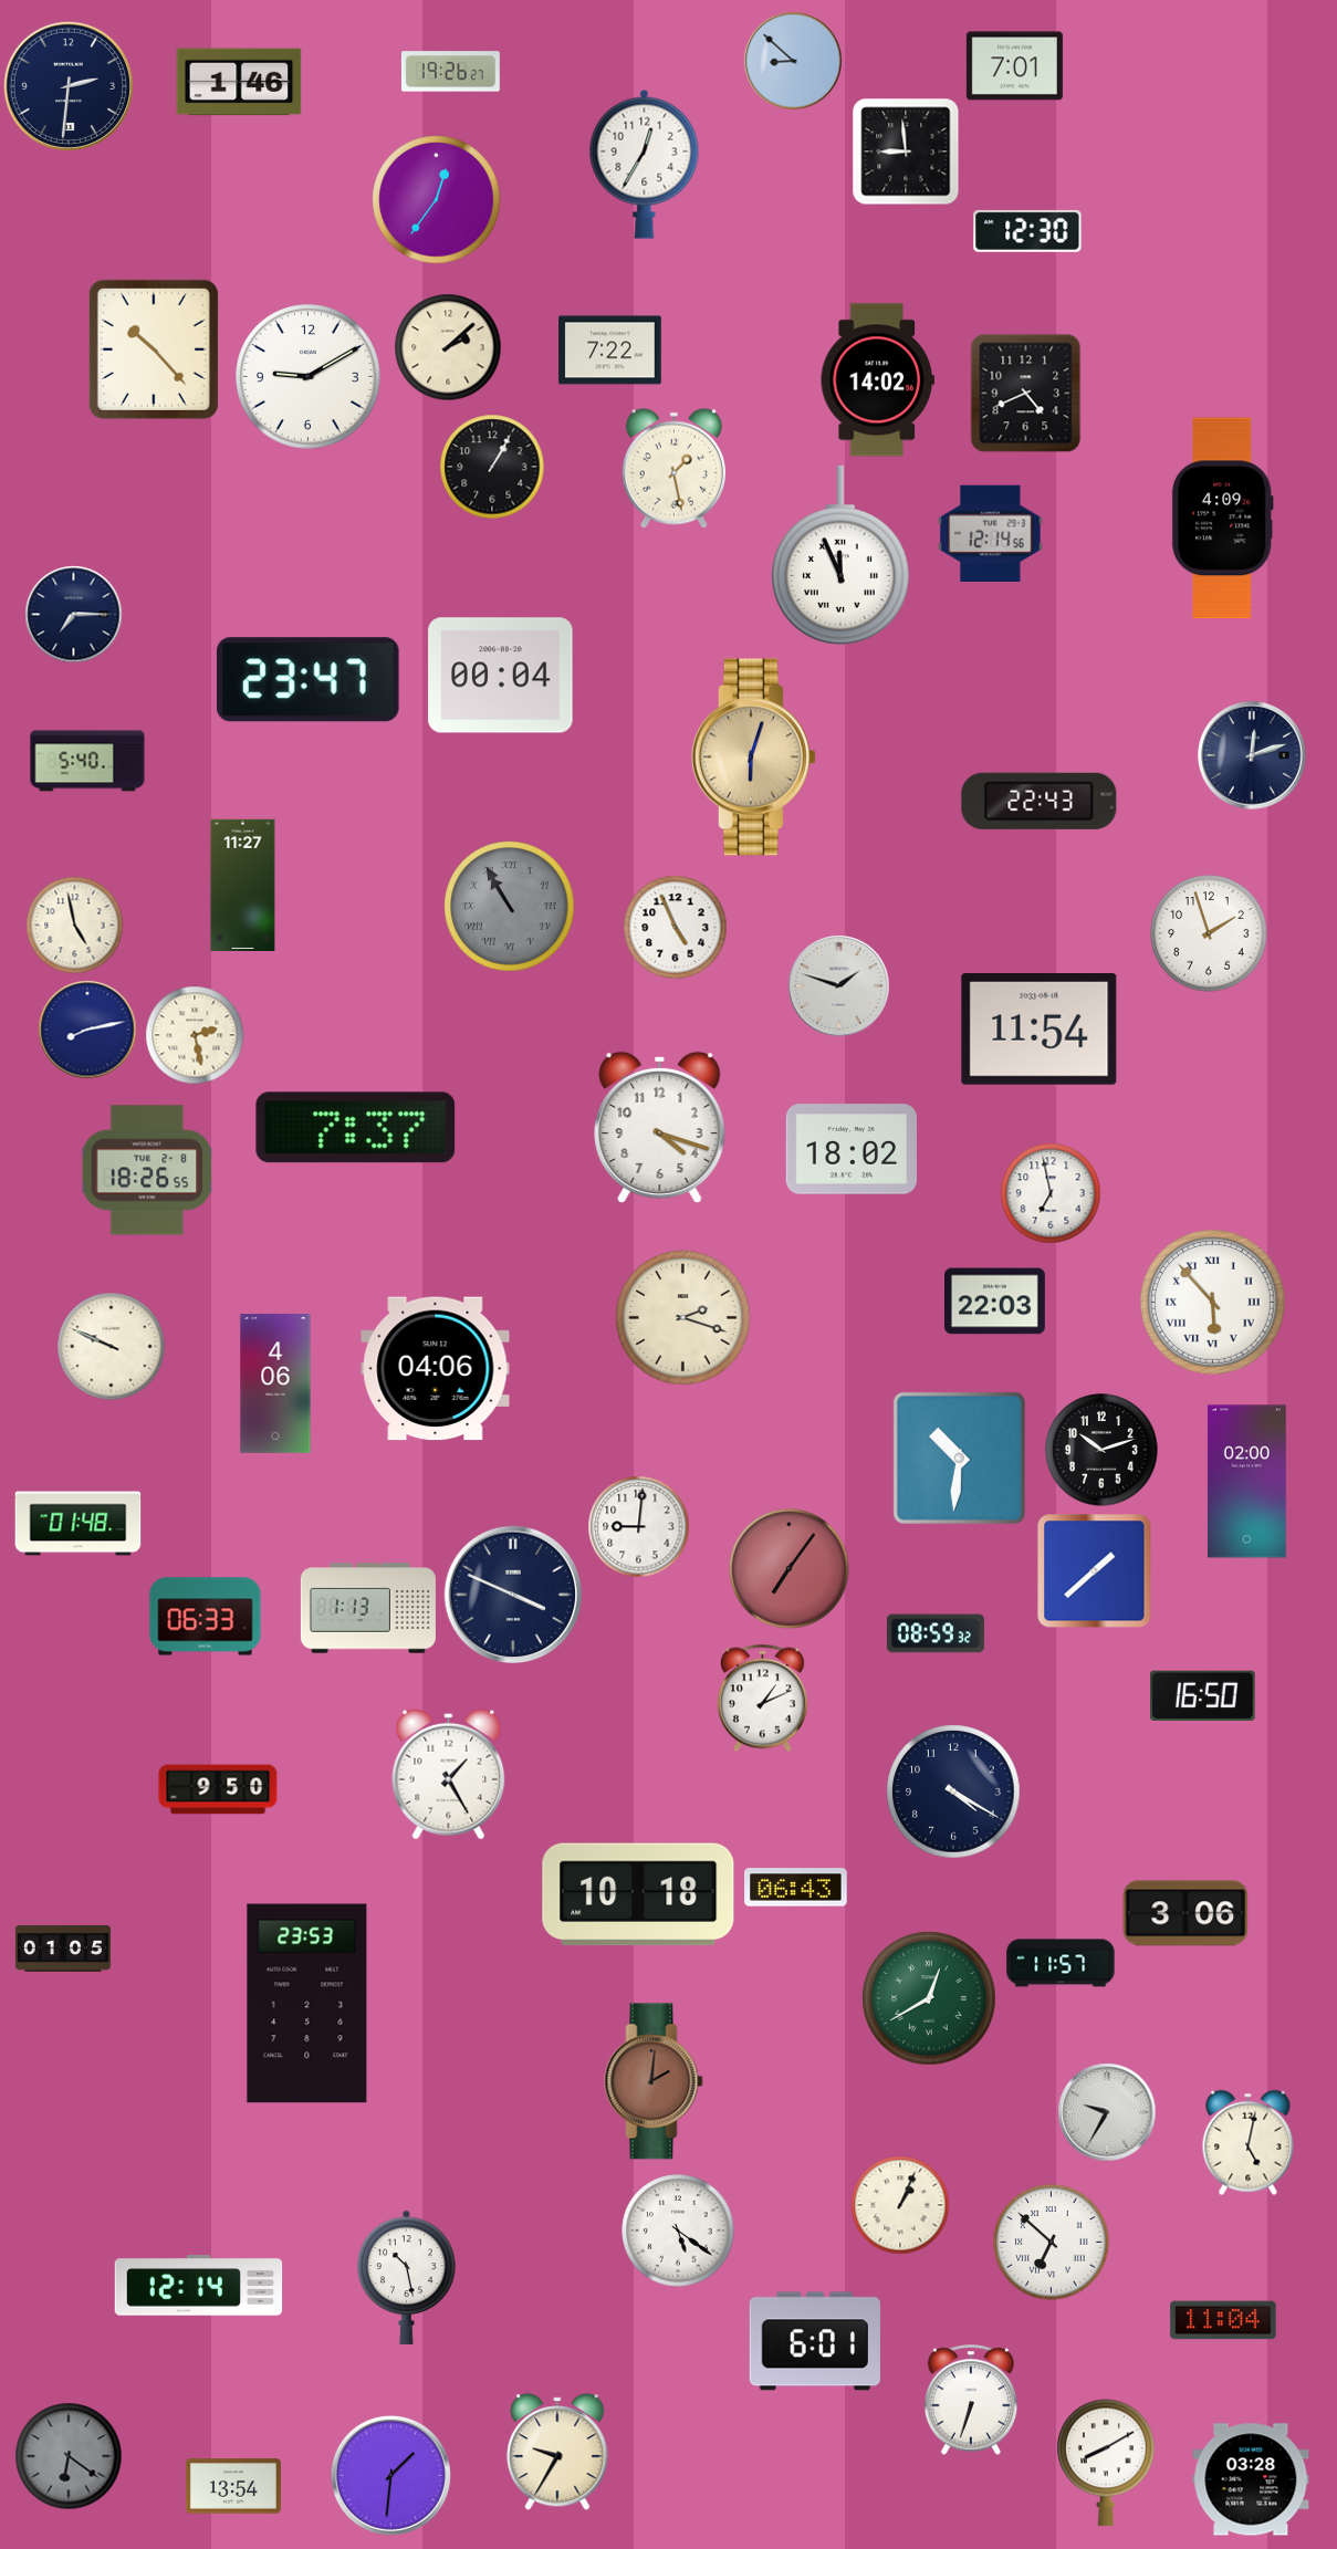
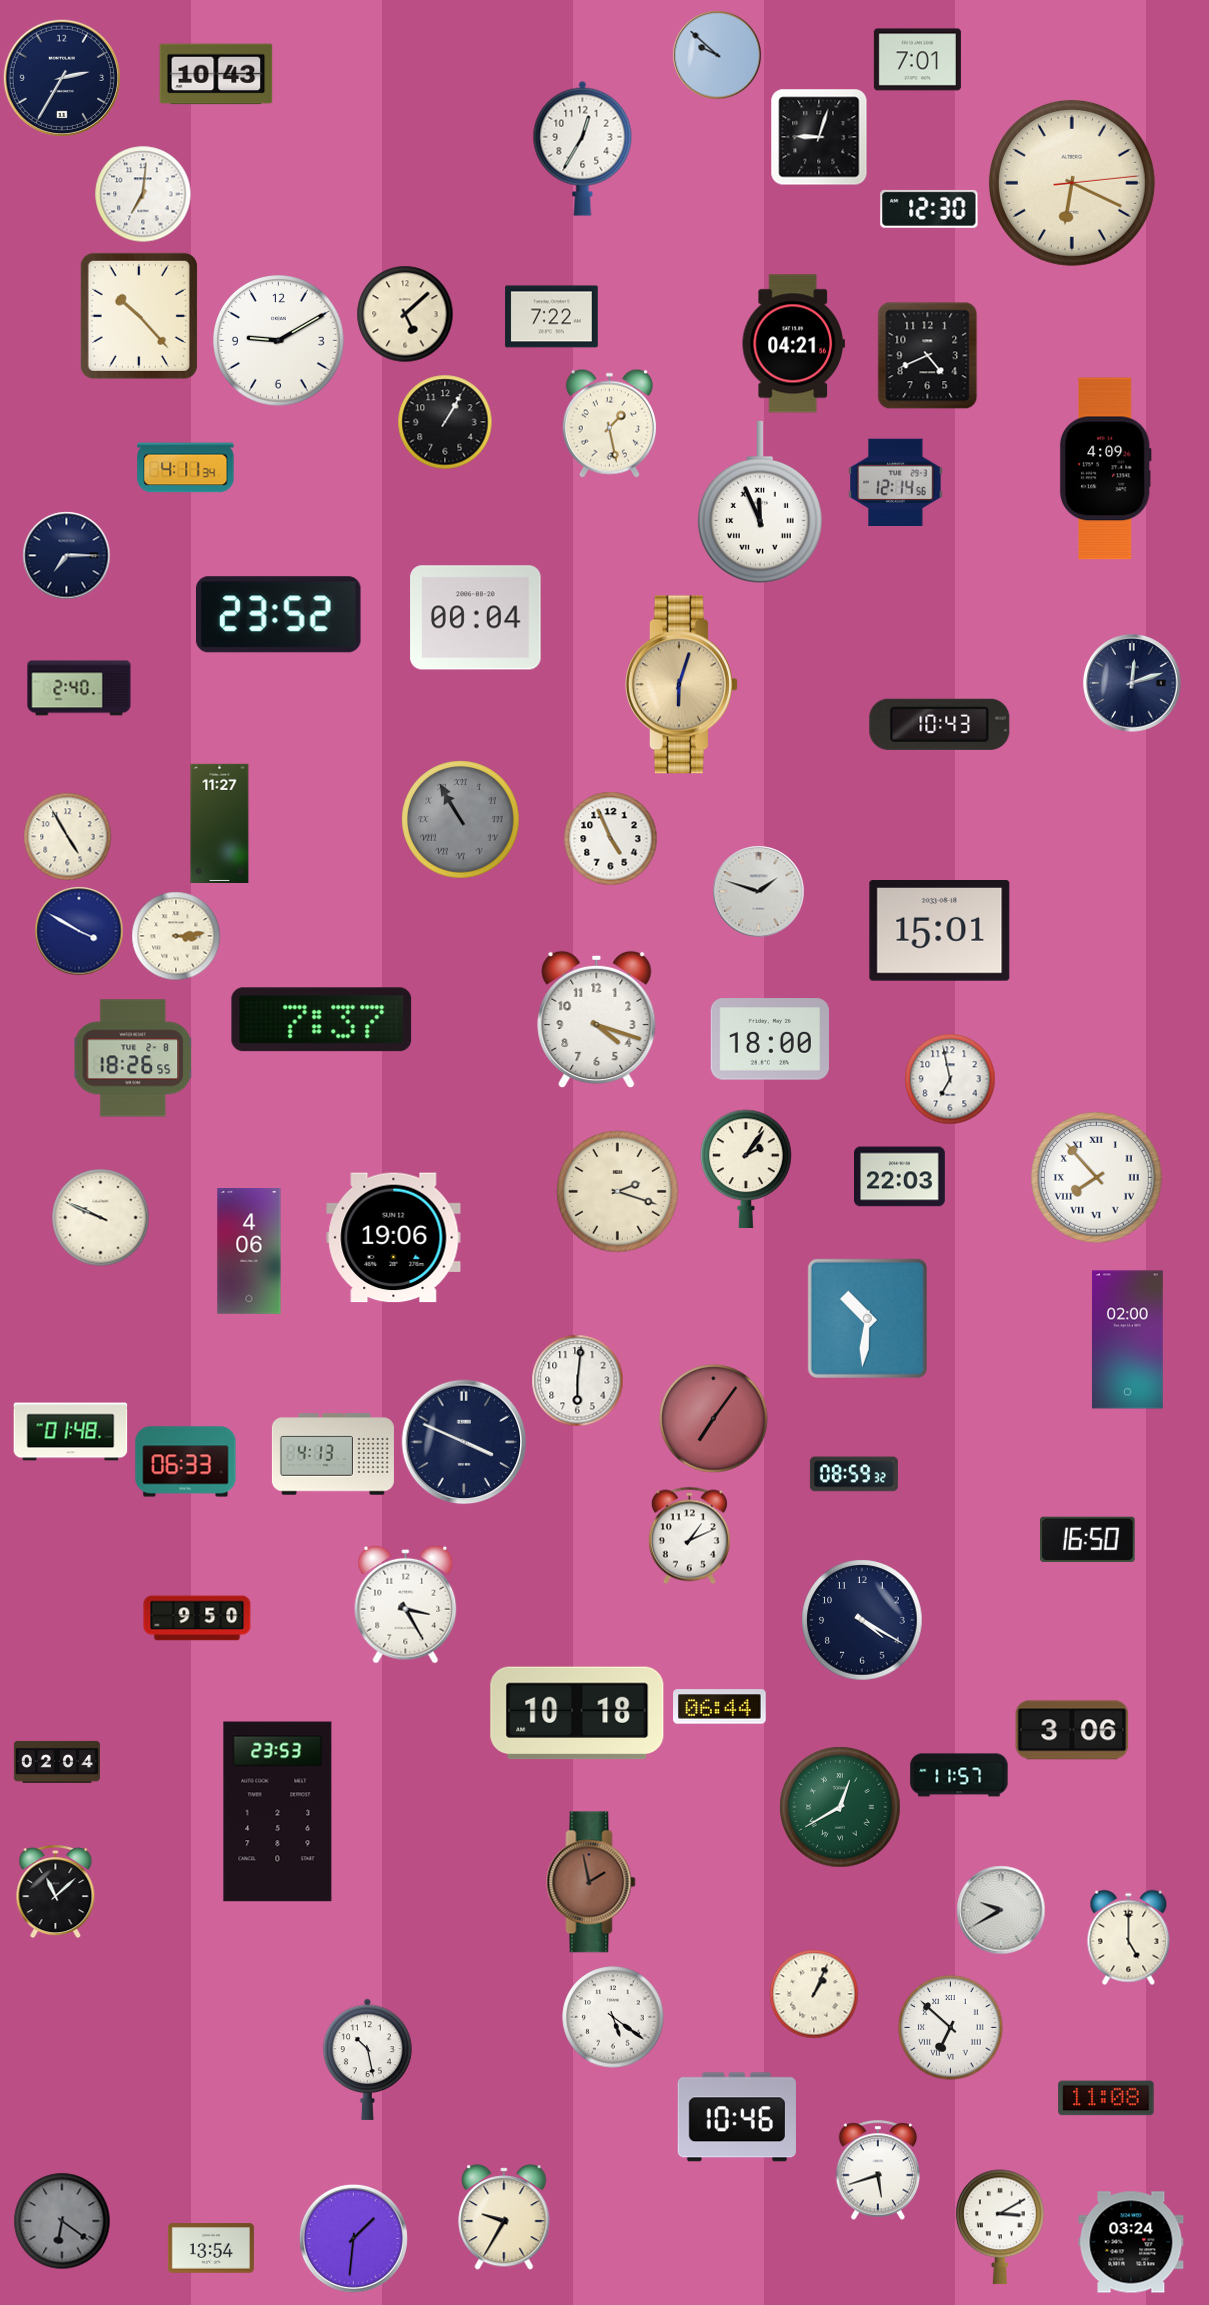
clock at (793, 61): 8:52 -> 9:52
clock at (450, 72): 19:26 -> none
clock at (239, 82): 1:46 -> 10:43
clock at (69, 86): 2:31 -> 2:35
clock at (906, 152): 8:59 -> 9:03
clock at (437, 200): 12:36 -> none
clock at (1072, 183): none -> 6:19
clock at (143, 194): none -> 7:01
clock at (448, 347): 2:08 -> 5:08
clock at (877, 380): 14:02 -> 04:21
clock at (186, 468): none -> 4:11
clock at (501, 676) position: (501, 676) -> (476, 618)
clock at (307, 680): 23:47 -> 23:52
clock at (87, 761): 5:40 -> 2:40
clock at (1040, 801): 22:43 -> 10:43
clock at (243, 885) position: (243, 885) -> (220, 823)
clock at (75, 926): 4:58 -> 4:55
clock at (1209, 933): 1:57 -> none
clock at (87, 1030): 8:13 -> 3:50
clock at (1040, 1030): 11:54 -> 15:01
clock at (195, 1035): 2:28 -> 3:14
clock at (852, 1149): 18:02 -> 18:00
clock at (746, 1168): none -> 2:06
clock at (1213, 1303): 5:53 -> 7:53
clock at (436, 1369): 04:06 -> 19:06
clock at (1101, 1450): 10:12 -> none
clock at (79, 1524) position: (79, 1524) -> (71, 1432)
clock at (639, 1527): 9:01 -> 6:01
clock at (1095, 1571): 1:38 -> none
clock at (368, 1608): 1:13 -> 4:13
clock at (936, 1633) position: (936, 1633) -> (854, 1474)
clock at (1203, 1695) position: (1203, 1695) -> (1088, 1539)
clock at (449, 1774): 1:25 -> 3:25
clock at (796, 1888): 06:43 -> 06:44
clock at (63, 1949): 01:05 -> 02:04
clock at (654, 2081): 2:01 -> 1:58
clock at (56, 1892): none -> 11:08
clock at (1107, 2112): 9:35 -> 9:40
clock at (1249, 2143): 5:02 -> 5:00
clock at (199, 2286): 12:14 -> none
clock at (1223, 2320): 11:04 -> 11:08
clock at (815, 2341): 6:01 -> 10:46
clock at (971, 2400): 6:33 -> 5:42
clock at (1106, 2463): 8:10 -> 3:10
clock at (1251, 2479): 03:28 -> 03:24
